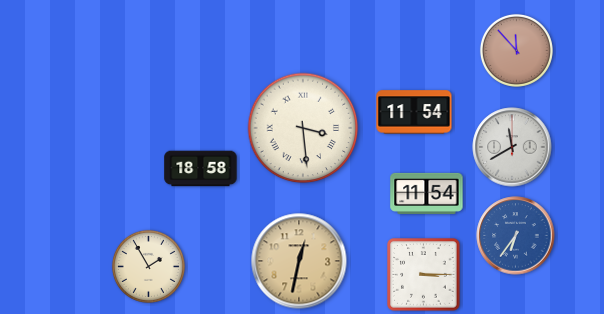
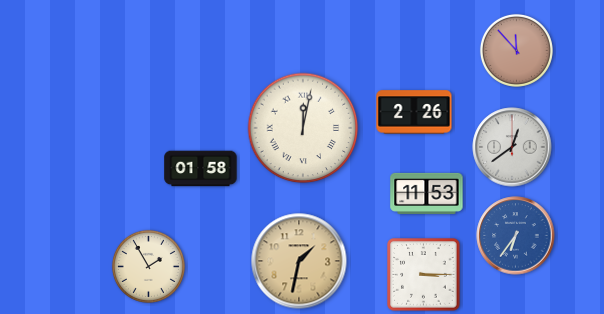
clock at (414, 112): 11:54 -> 2:26
clock at (303, 128): 3:29 -> 12:02
clock at (512, 147): 11:40 -> 12:39
clock at (201, 169): 18:58 -> 01:58
clock at (427, 193): 11:54 -> 11:53
clock at (299, 261): 12:32 -> 1:32
